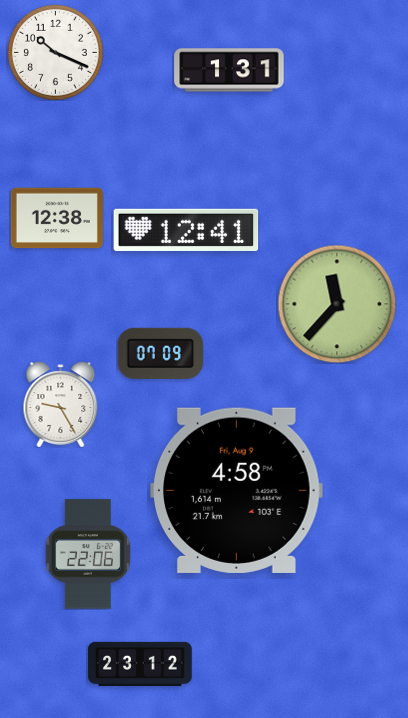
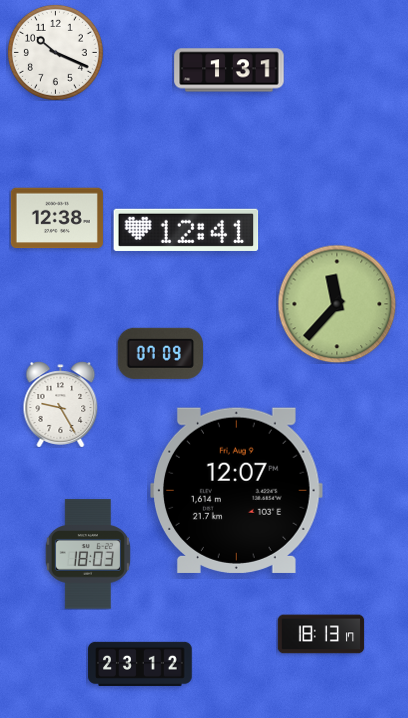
clock at (237, 490): 4:58 -> 12:07
clock at (88, 554): 22:06 -> 18:03
clock at (321, 634): none -> 18:13
